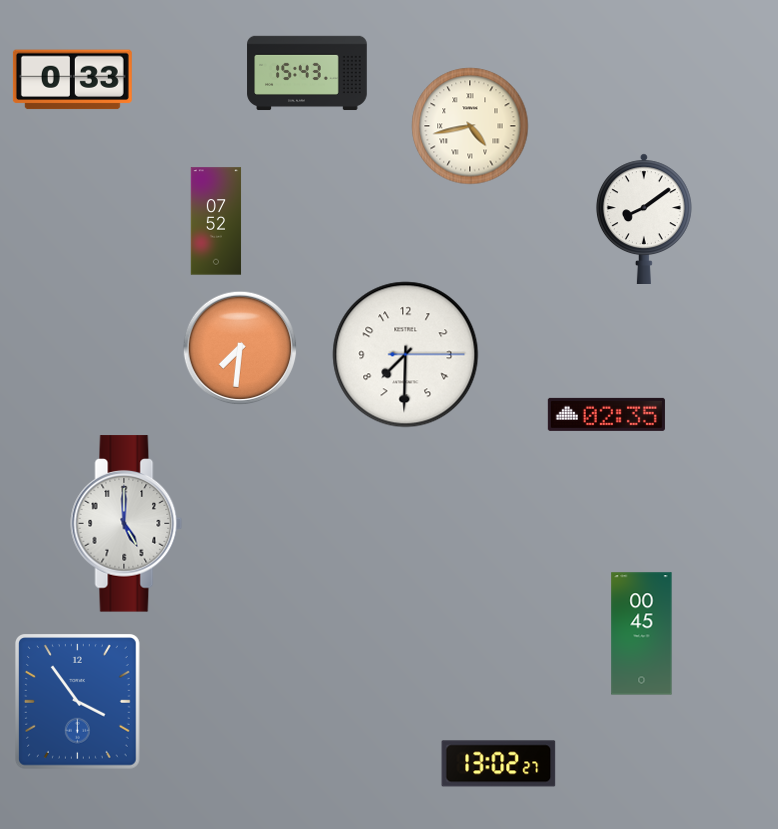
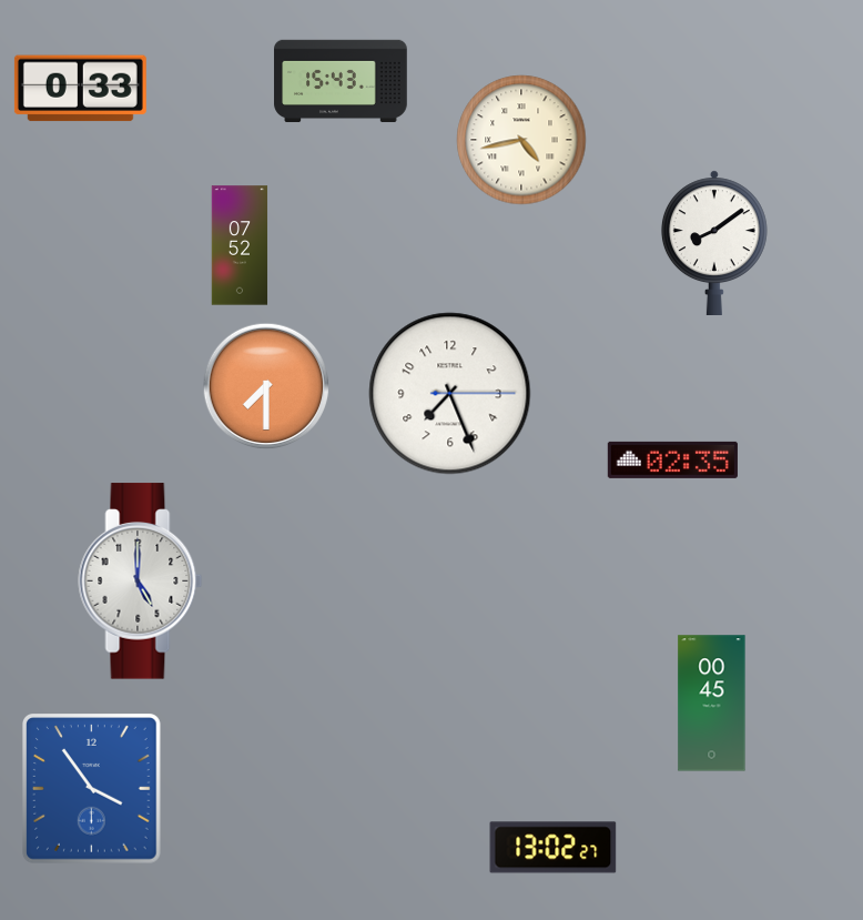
clock at (240, 348): 7:31 -> 7:30
clock at (406, 355): 7:30 -> 7:26
clock at (78, 702) position: (78, 702) -> (92, 789)
